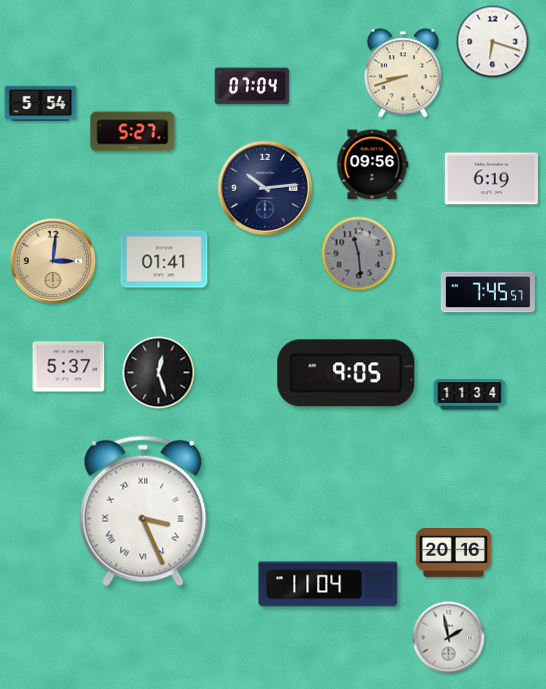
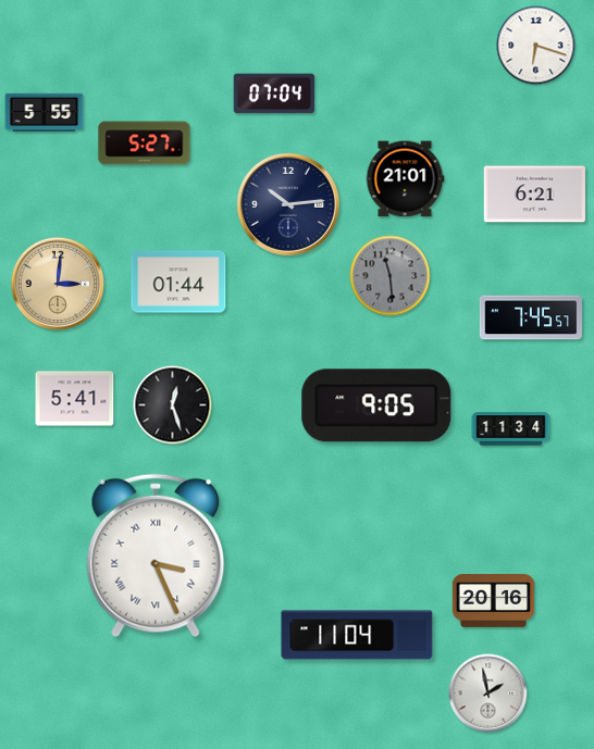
clock at (403, 73): 8:42 -> none
clock at (41, 104): 5:54 -> 5:55
clock at (372, 165): 09:56 -> 21:01
clock at (491, 179): 6:19 -> 6:21
clock at (164, 259): 01:41 -> 01:44
clock at (69, 367): 5:37 -> 5:41
